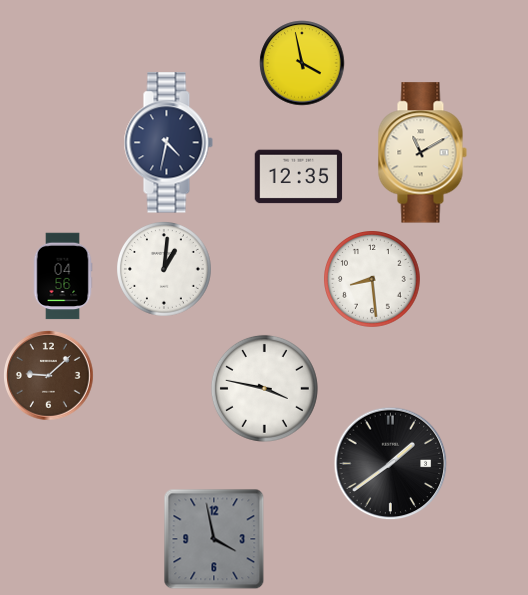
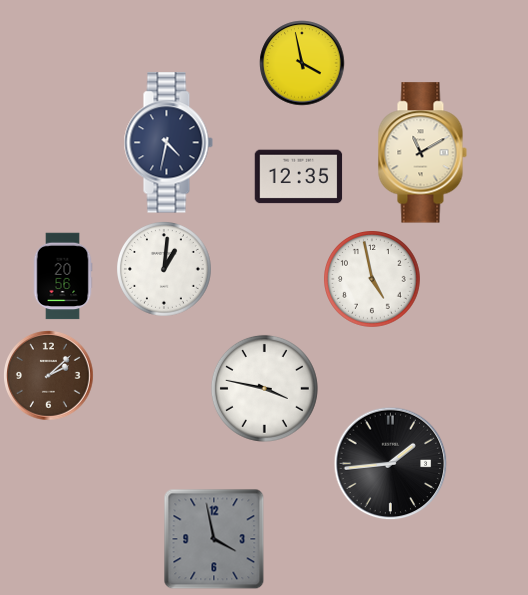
clock at (63, 276): 04:56 -> 20:56
clock at (373, 280): 8:29 -> 4:58
clock at (49, 376): 9:08 -> 2:08
clock at (391, 464): 1:39 -> 1:44
